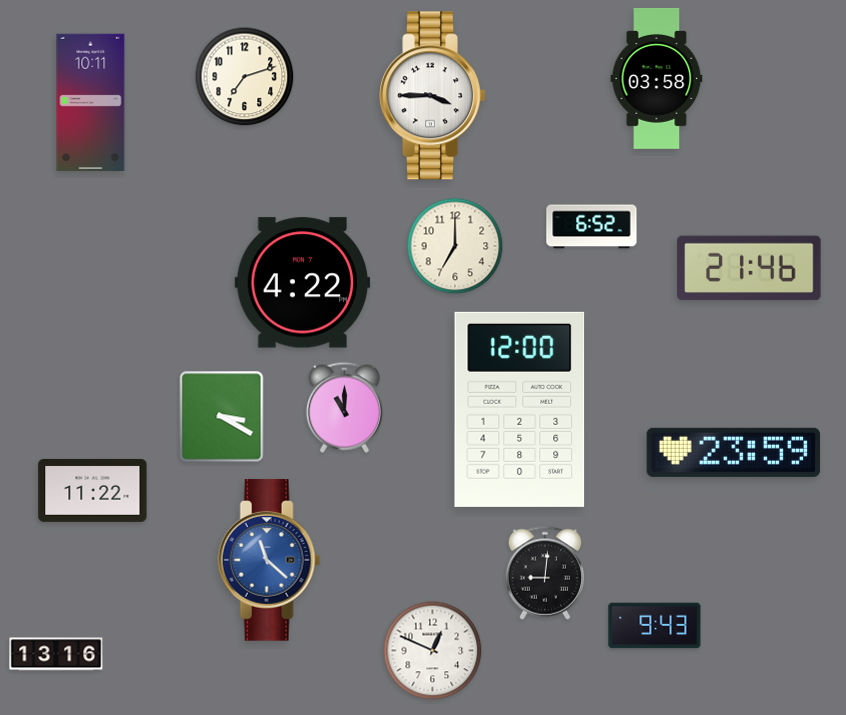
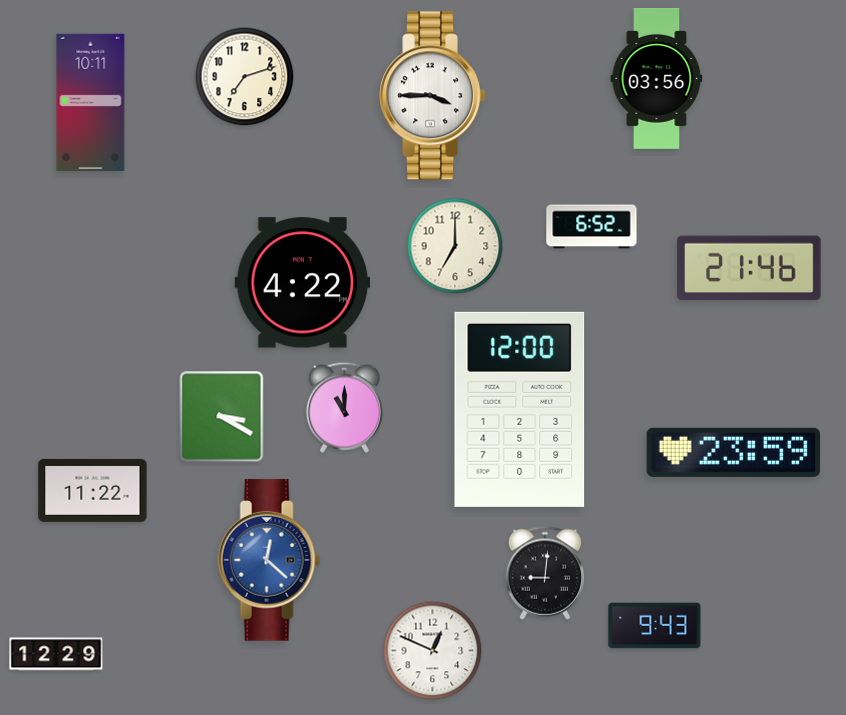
clock at (657, 78): 03:58 -> 03:56
clock at (269, 560): 11:22 -> 12:22
clock at (56, 654): 13:16 -> 12:29
